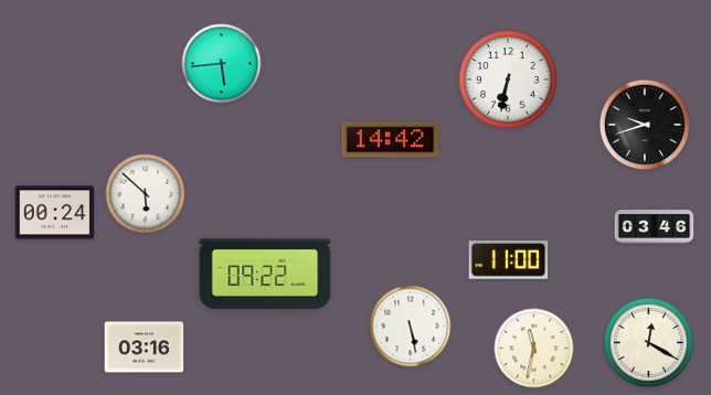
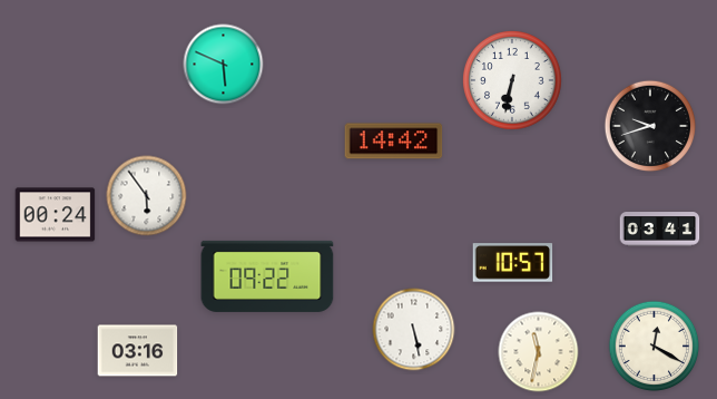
clock at (222, 64): 5:44 -> 5:49
clock at (146, 194): 5:52 -> 5:54
clock at (655, 227): 03:46 -> 03:41
clock at (509, 260): 11:00 -> 10:57
clock at (145, 348) position: (145, 348) -> (138, 351)
